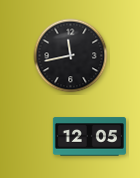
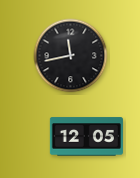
clock at (89, 137) position: (89, 137) -> (86, 137)
